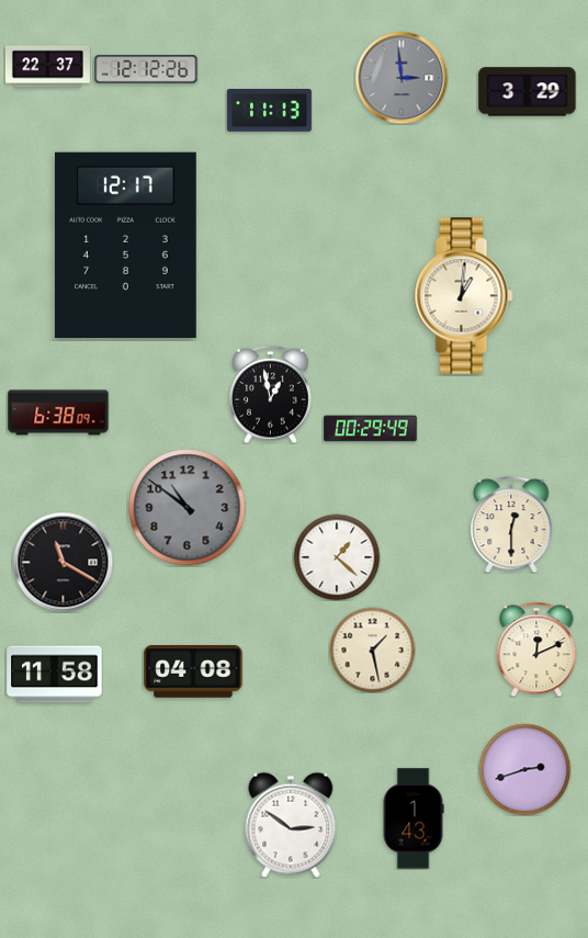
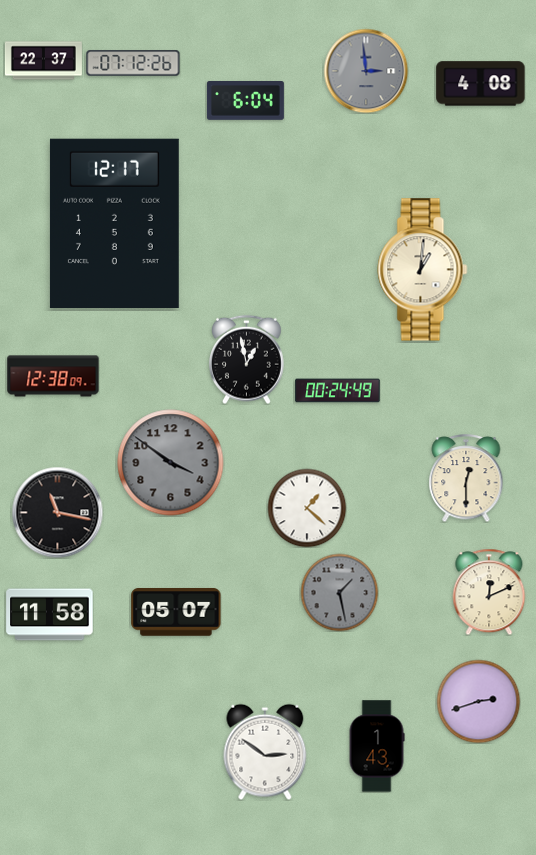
clock at (146, 69): 12:12 -> 07:12
clock at (528, 92): 3:29 -> 4:08
clock at (269, 111): 11:13 -> 6:04
clock at (58, 413): 6:38 -> 12:38
clock at (371, 429): 00:29 -> 00:24
clock at (188, 508): 10:51 -> 3:51
clock at (63, 562): 11:20 -> 11:17
clock at (372, 649) dial: cream -> grey
clock at (193, 673): 04:08 -> 05:07
